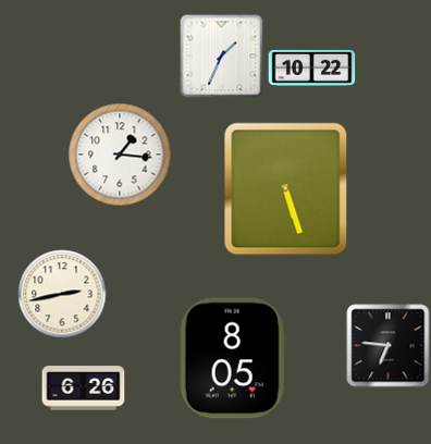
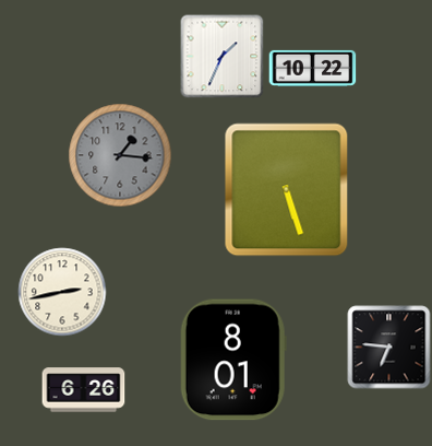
clock at (120, 155) dial: white -> grey
clock at (62, 294) position: (62, 294) -> (62, 292)
clock at (233, 358): 8:05 -> 8:01
